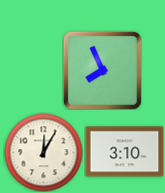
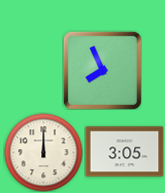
clock at (43, 152): 12:05 -> 12:00
clock at (124, 152): 3:10 -> 3:05
